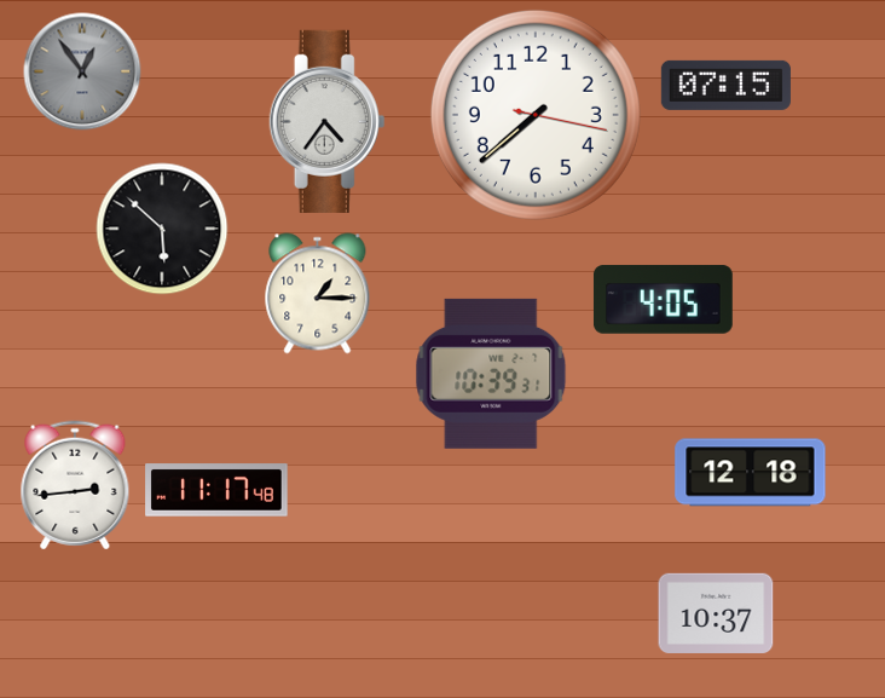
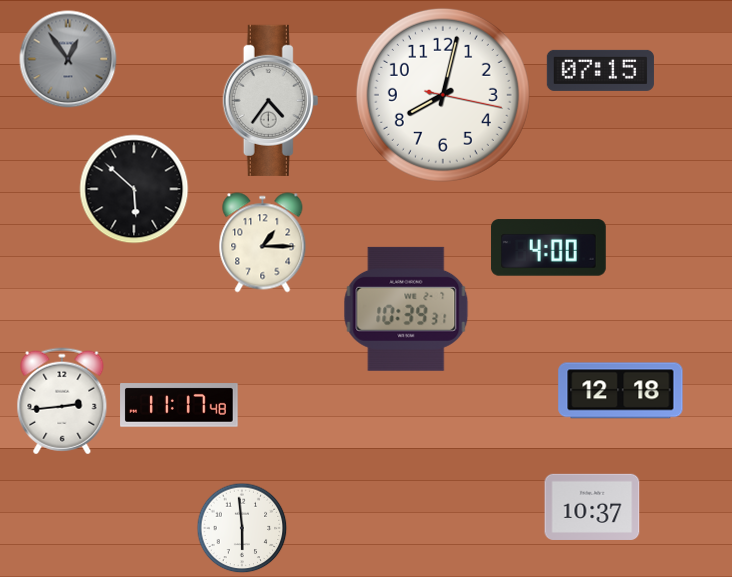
clock at (536, 115): 7:38 -> 8:02
clock at (663, 300): 4:05 -> 4:00
clock at (242, 528): none -> 5:59
